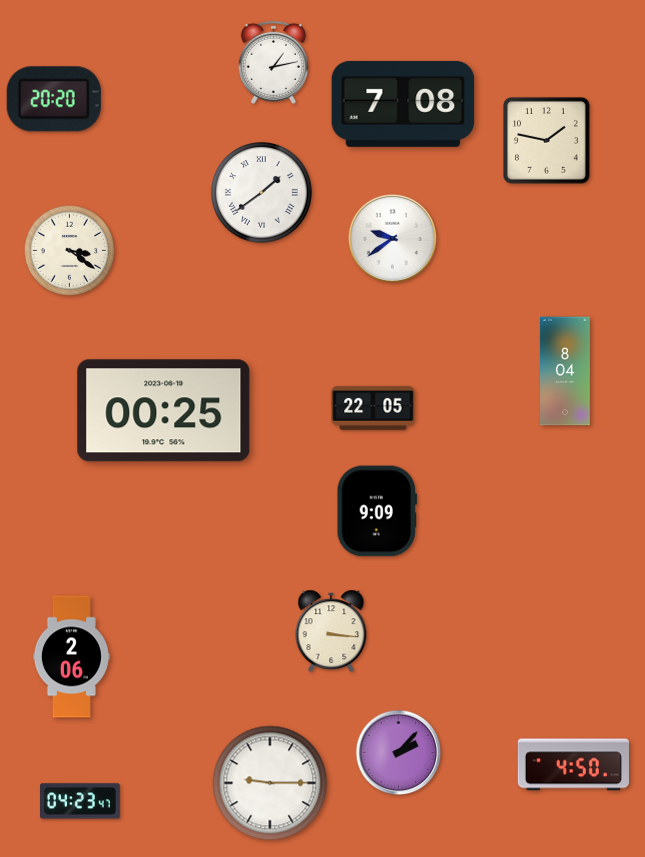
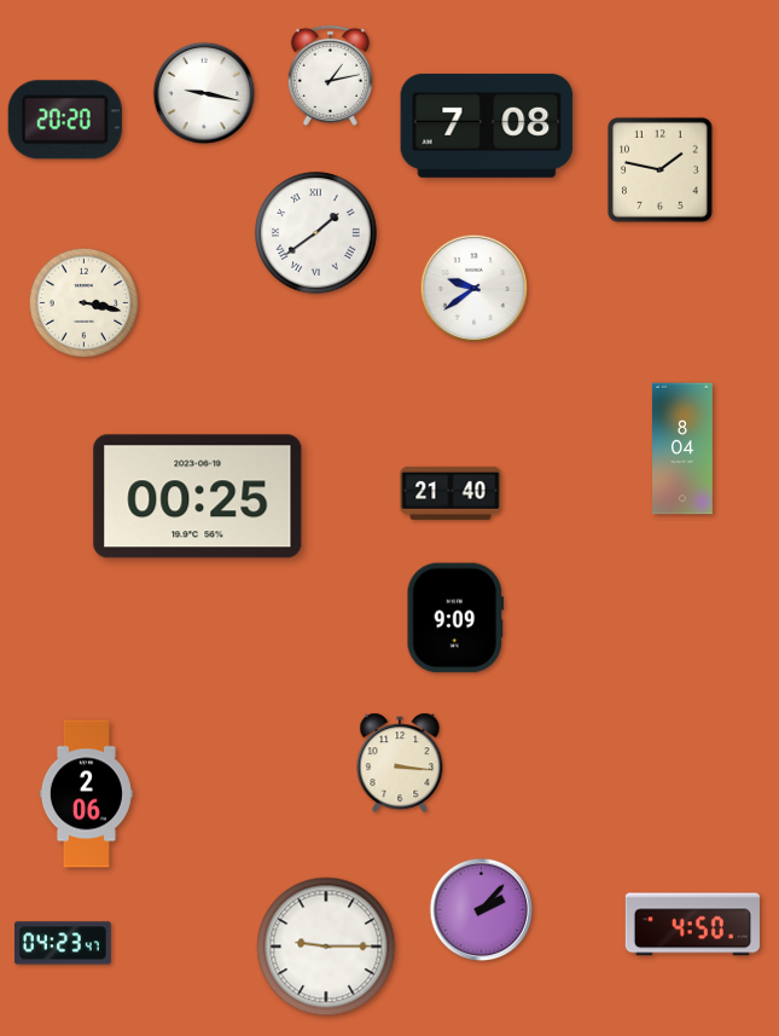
clock at (204, 93): none -> 9:17
clock at (70, 251): 3:21 -> 3:17
clock at (373, 408): 22:05 -> 21:40
clock at (81, 801) position: (81, 801) -> (64, 943)
